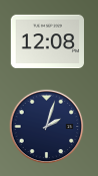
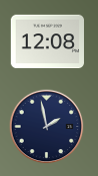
clock at (47, 127): 2:03 -> 1:58
